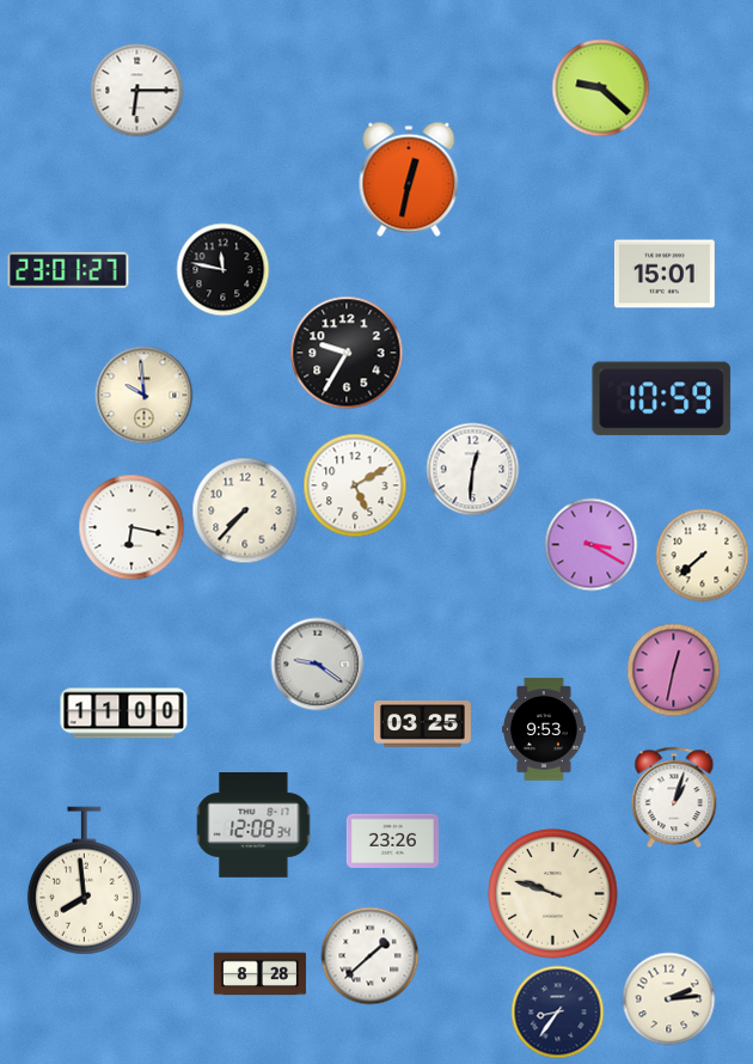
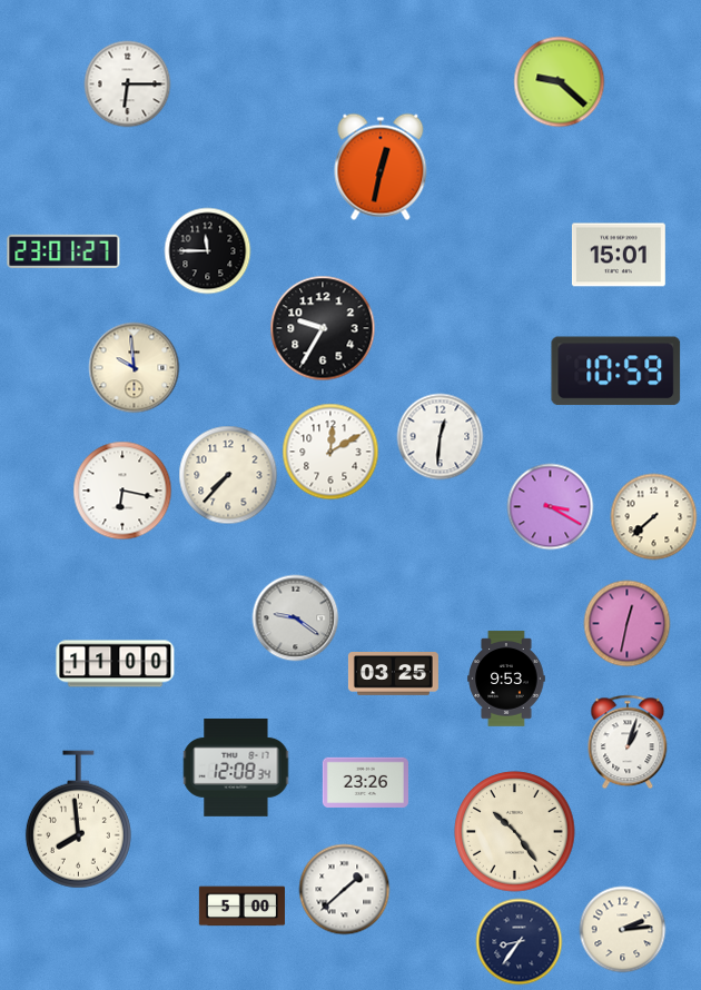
clock at (222, 269): 11:47 -> 11:45
clock at (355, 485): 5:10 -> 12:10
clock at (553, 894): 9:48 -> 10:24
clock at (259, 974): 8:28 -> 5:00
